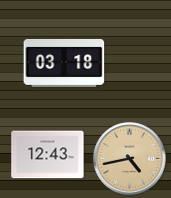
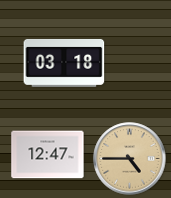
clock at (48, 155): 12:43 -> 12:47
clock at (130, 159): 4:43 -> 4:45
